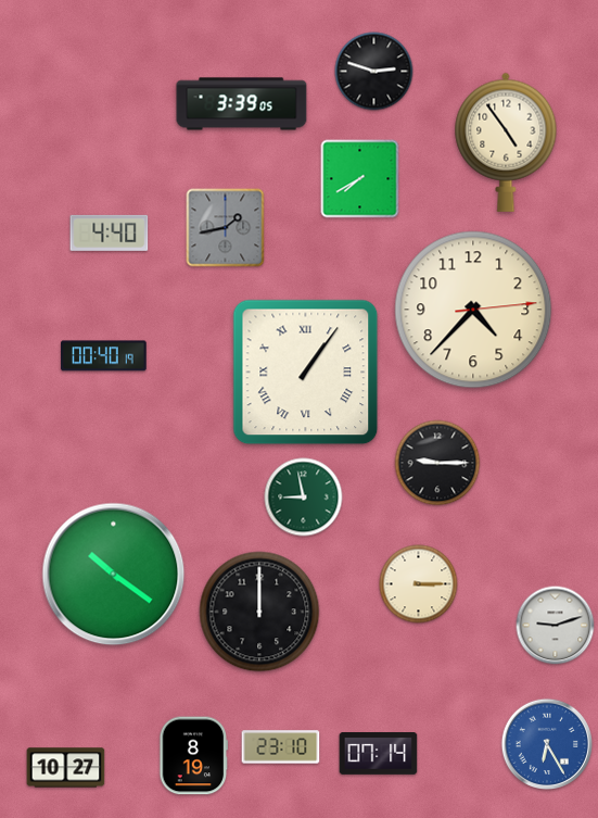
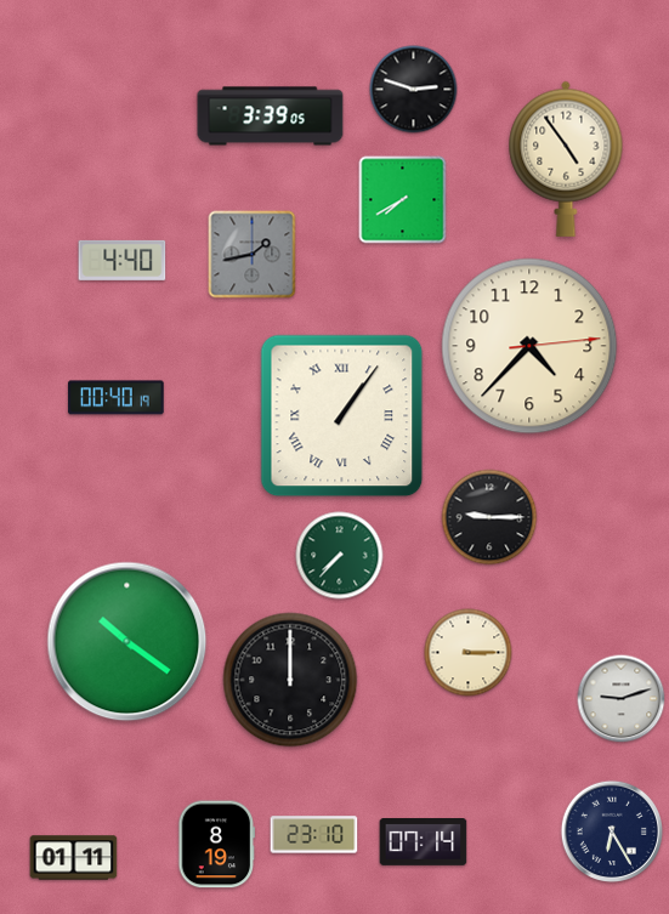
clock at (374, 72) position: (374, 72) -> (414, 90)
clock at (304, 498): 8:58 -> 7:37
clock at (259, 612) position: (259, 612) -> (290, 680)
clock at (546, 743) dial: blue -> navy
clock at (66, 768): 10:27 -> 01:11
